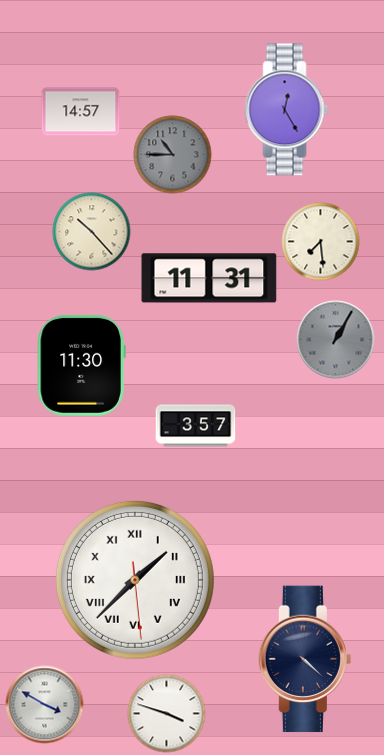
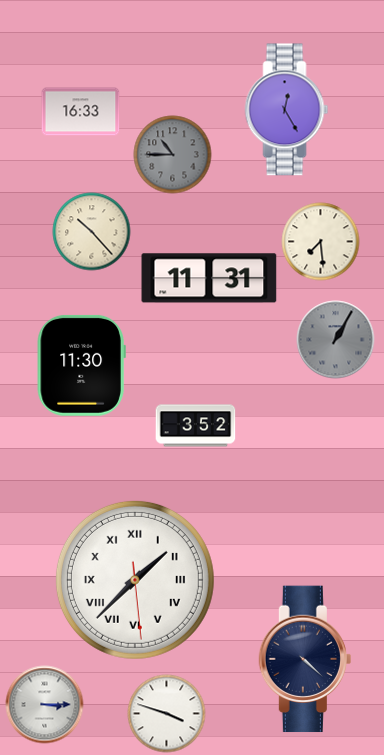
clock at (80, 112): 14:57 -> 16:33
clock at (195, 426): 3:57 -> 3:52
clock at (44, 704): 3:50 -> 3:15
